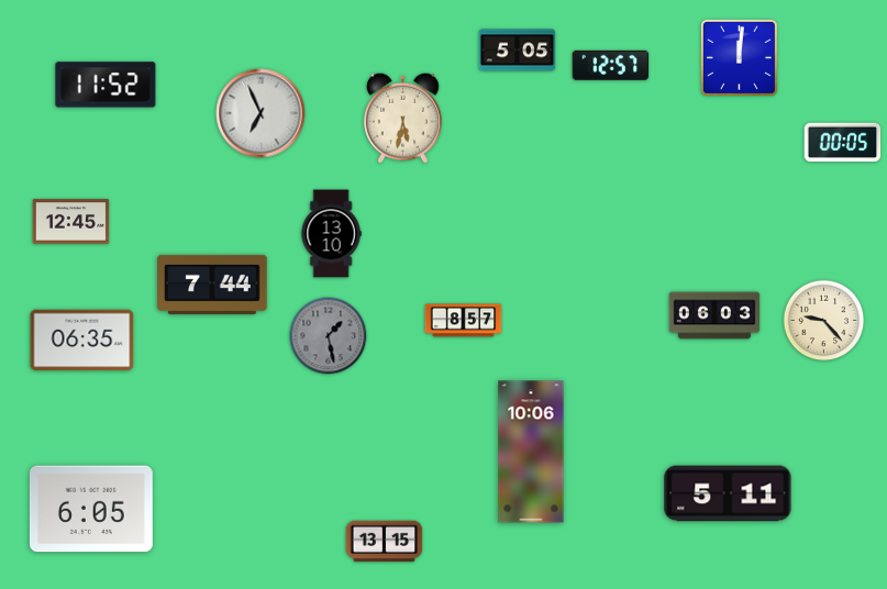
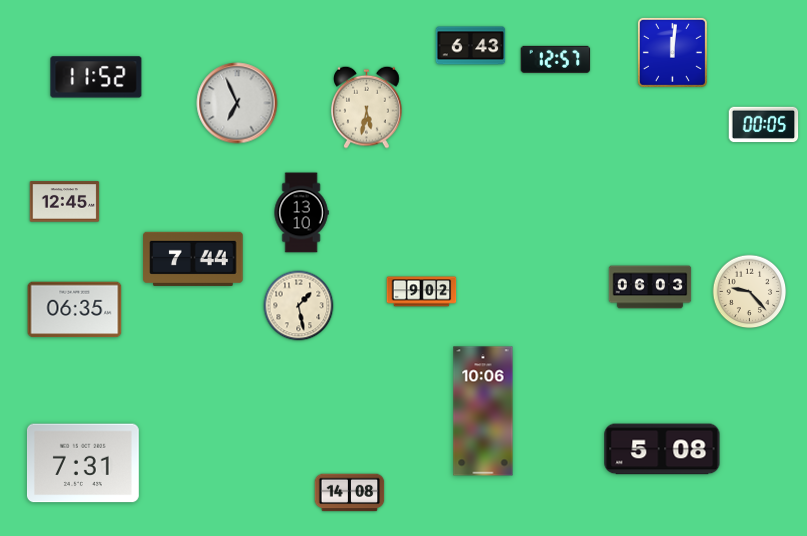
clock at (518, 51): 5:05 -> 6:43
clock at (843, 143) position: (843, 143) -> (764, 125)
clock at (464, 321): 8:57 -> 9:02
clock at (329, 336) dial: grey -> cream
clock at (728, 493): 5:11 -> 5:08
clock at (91, 509): 6:05 -> 7:31
clock at (385, 542): 13:15 -> 14:08
